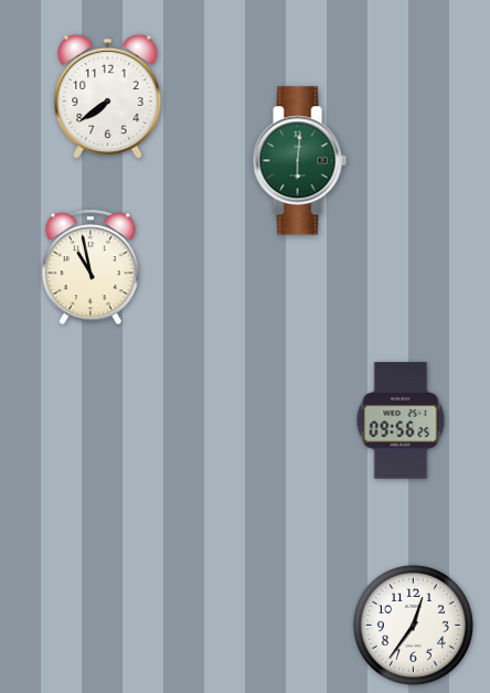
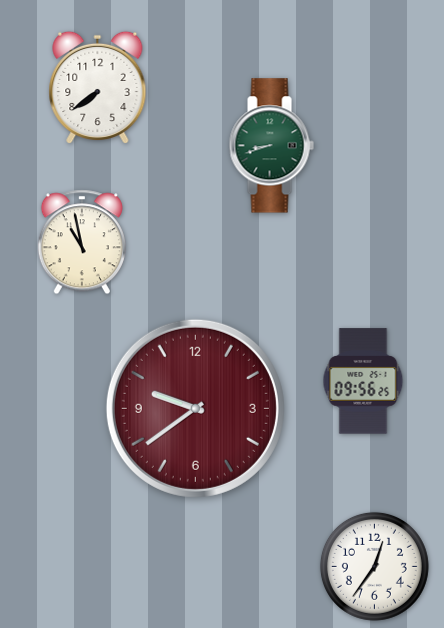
clock at (299, 161): 6:01 -> 8:42
clock at (195, 408): none -> 9:39
